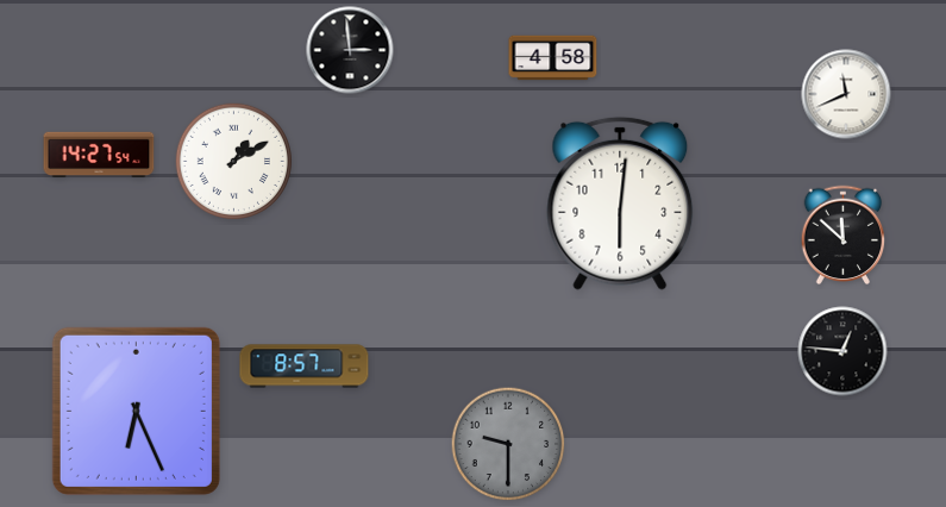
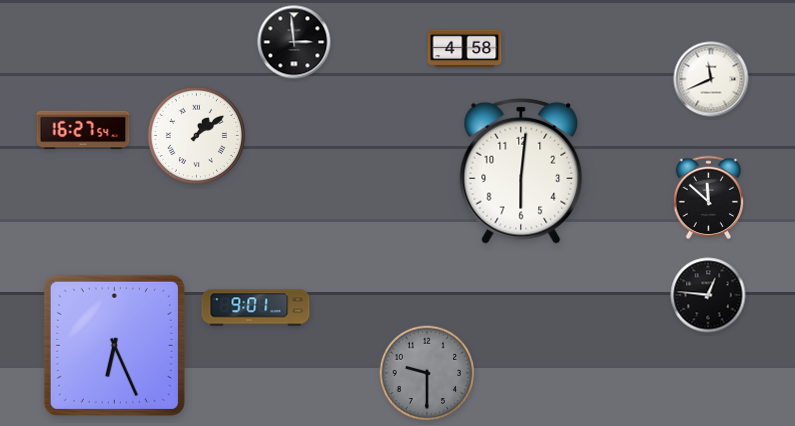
clock at (99, 155): 14:27 -> 16:27
clock at (233, 161): 1:10 -> 1:09
clock at (305, 367): 8:57 -> 9:01
